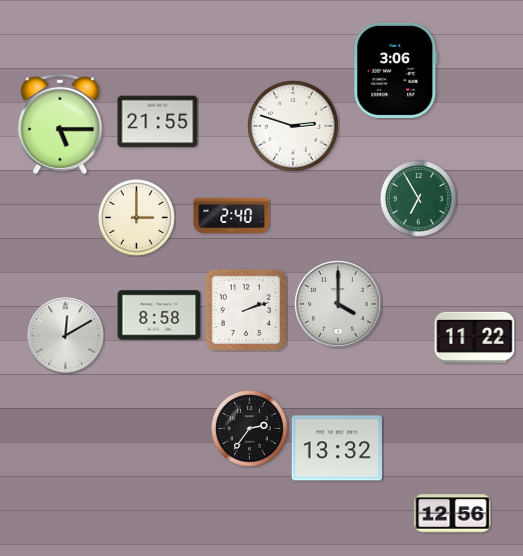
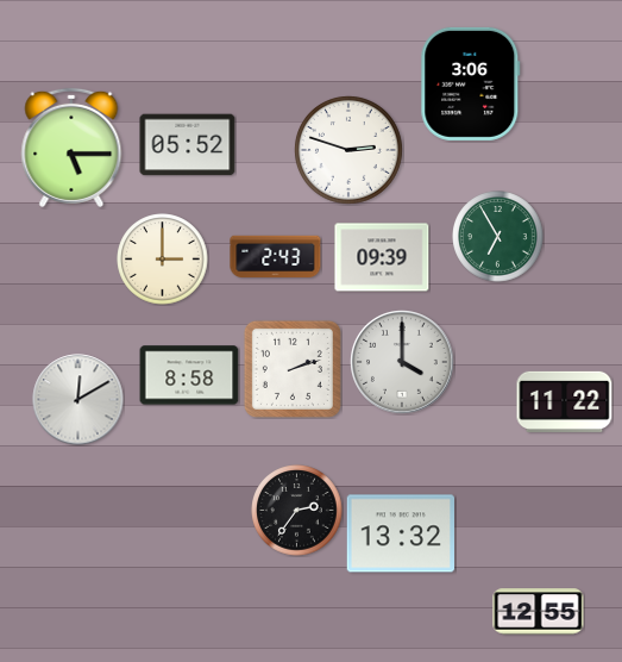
clock at (158, 122): 21:55 -> 05:52
clock at (232, 216): 2:40 -> 2:43
clock at (382, 257): none -> 09:39
clock at (453, 514): 12:56 -> 12:55
